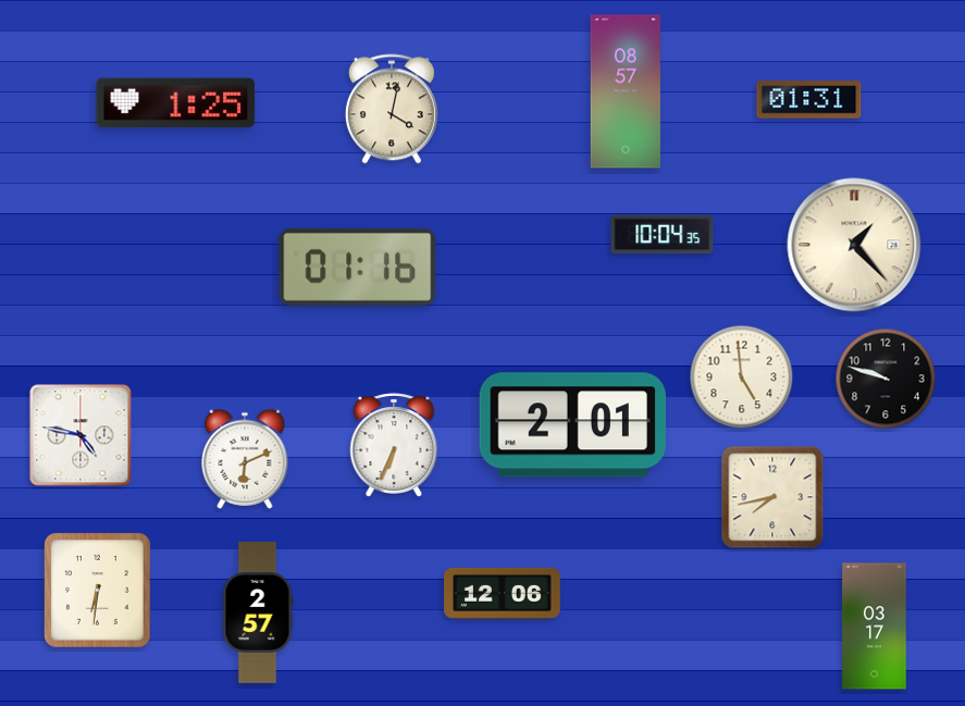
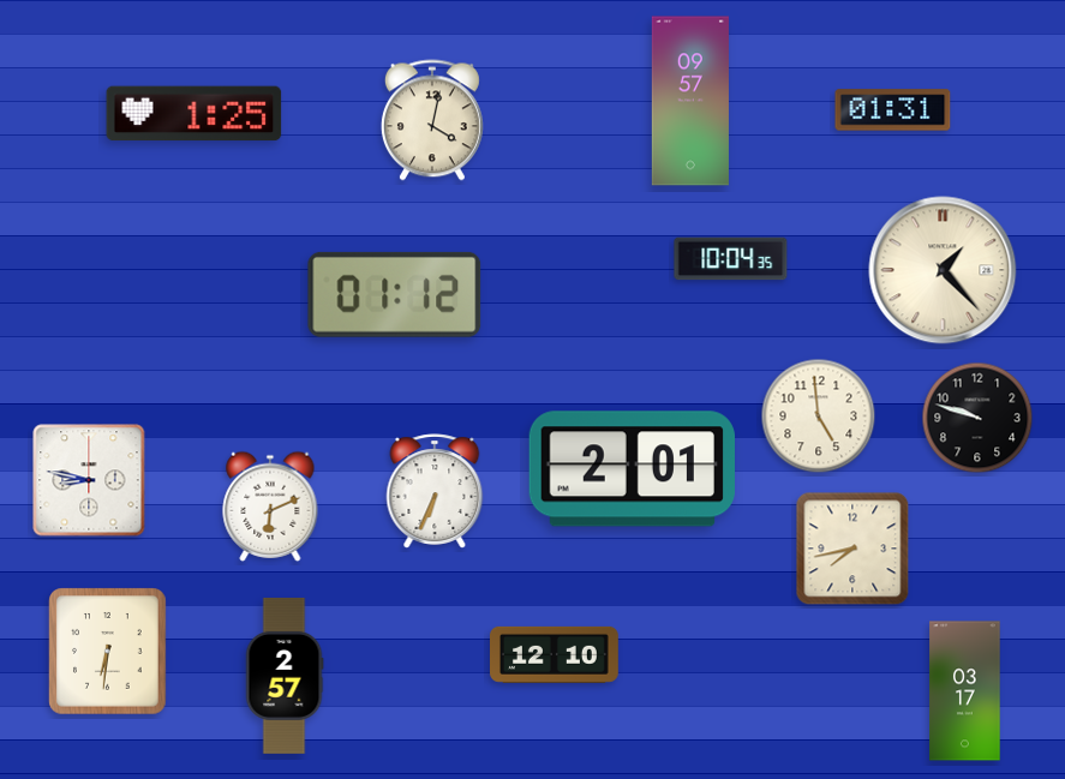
clock at (626, 91): 08:57 -> 09:57
clock at (358, 267): 01:16 -> 01:12
clock at (81, 435): 4:47 -> 8:47
clock at (503, 593): 12:06 -> 12:10
